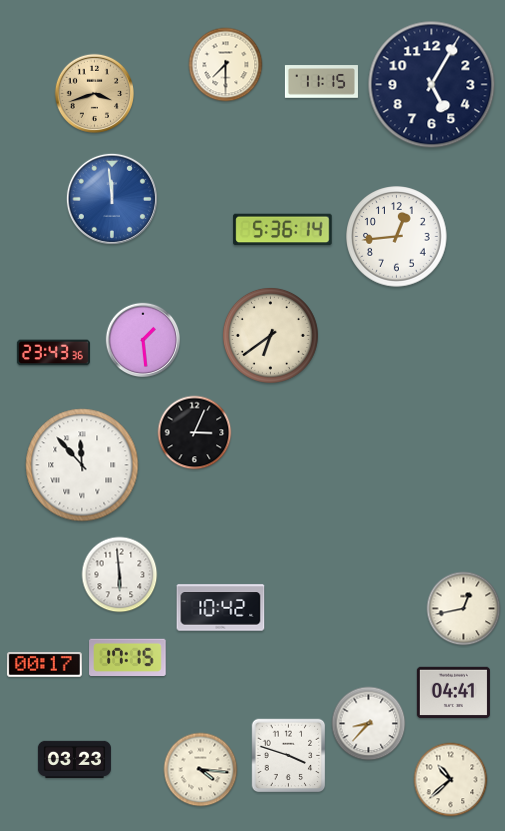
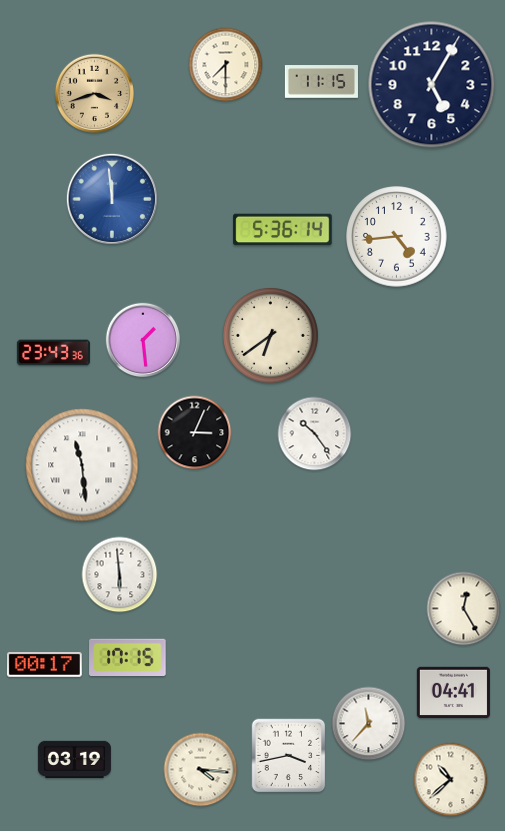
clock at (397, 237): 12:44 -> 4:44
clock at (315, 434): none -> 10:24
clock at (82, 465): 11:53 -> 11:29
clock at (221, 608): 10:42 -> none
clock at (464, 609): 12:43 -> 12:25
clock at (369, 724): 8:37 -> 11:37
clock at (289, 756): 3:48 -> 3:43
clock at (74, 759): 03:23 -> 03:19
